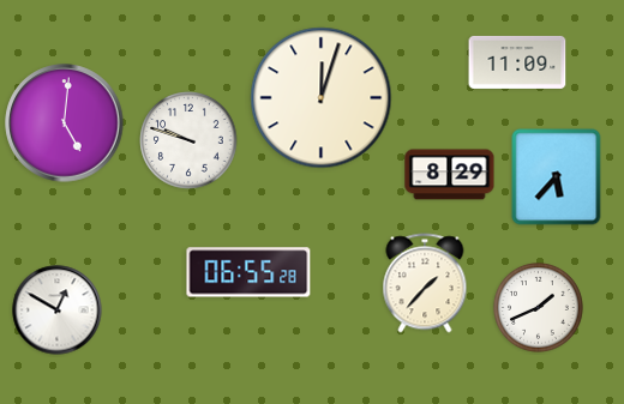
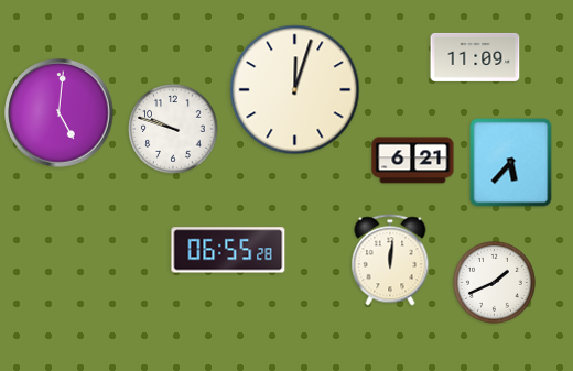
clock at (450, 175): 8:29 -> 6:21
clock at (425, 283): 1:37 -> 12:01
clock at (58, 310): 12:50 -> none
